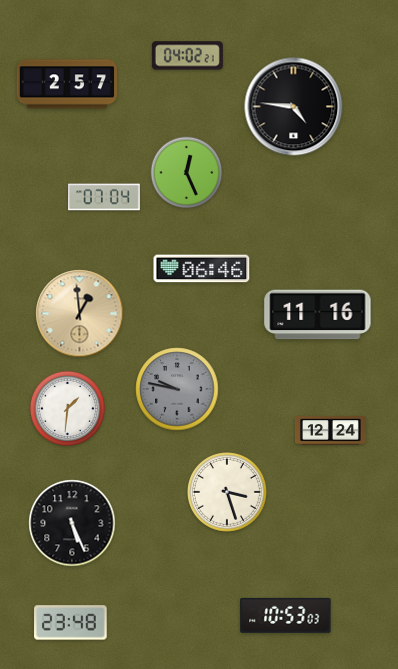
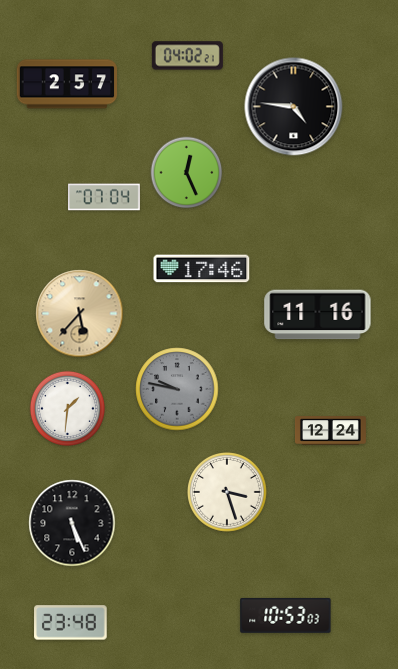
clock at (202, 269): 06:46 -> 17:46
clock at (80, 314): 12:59 -> 5:37
